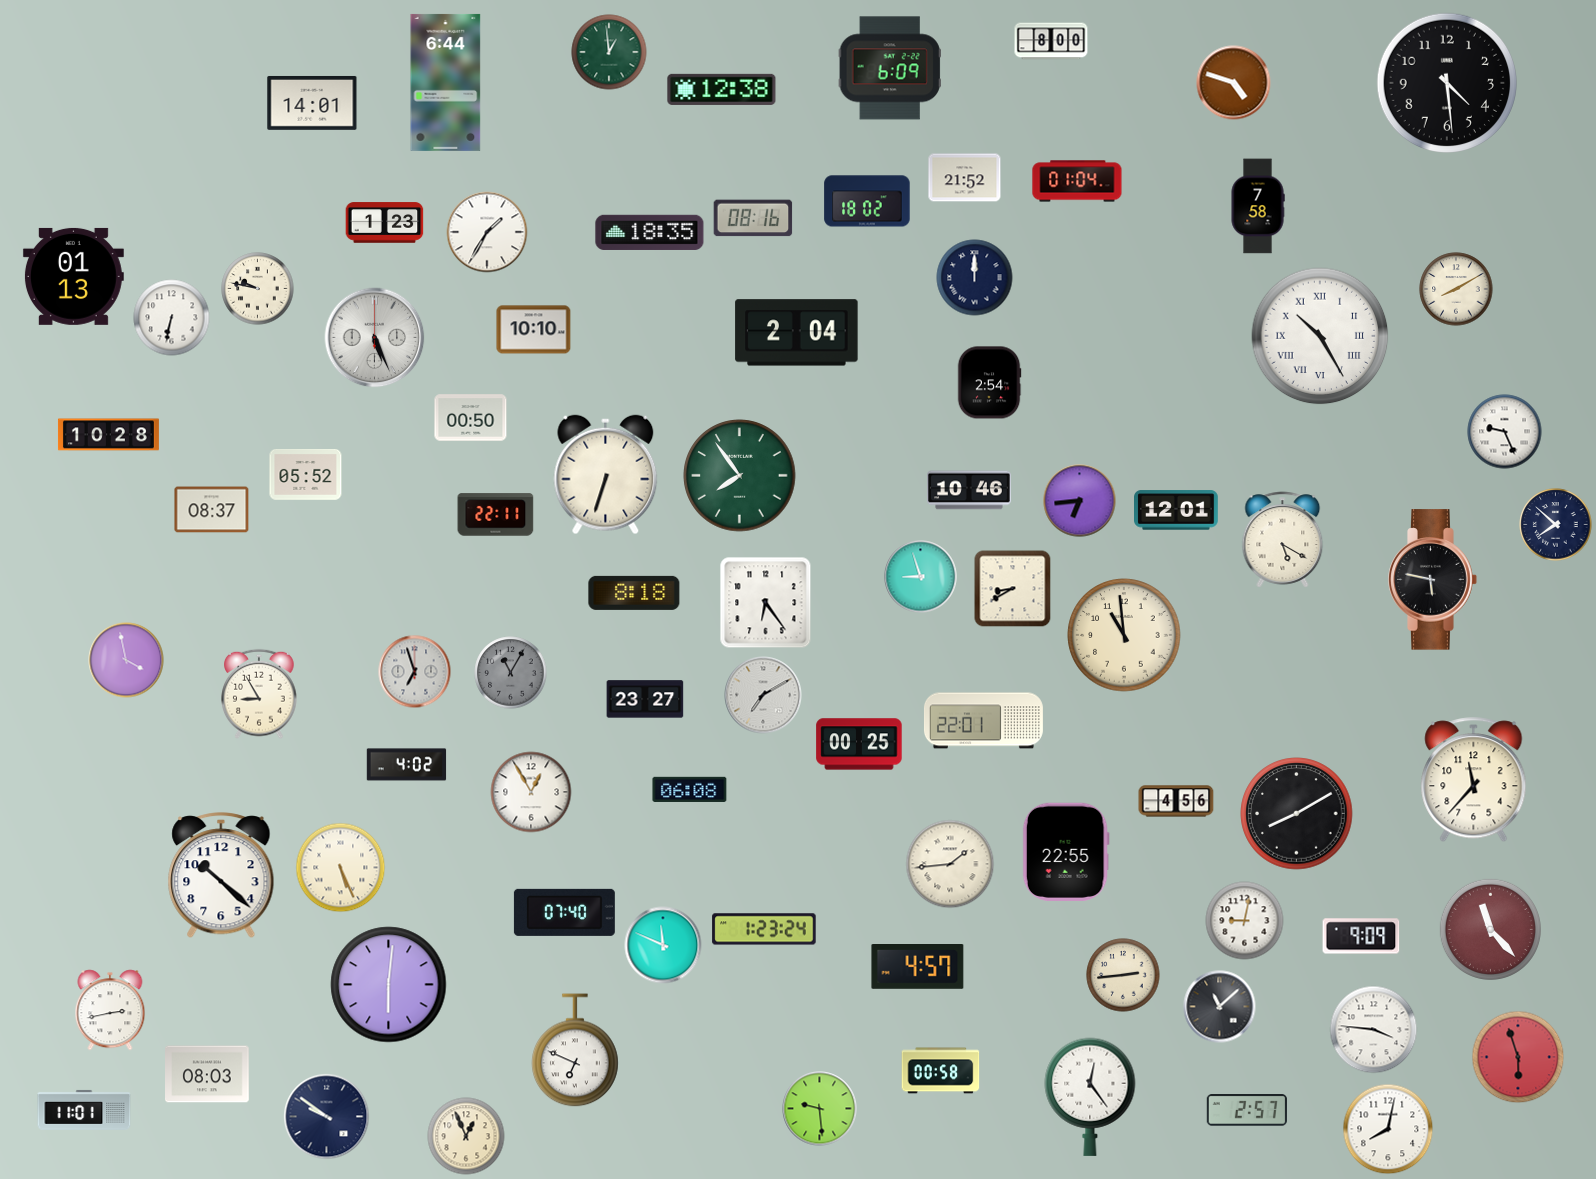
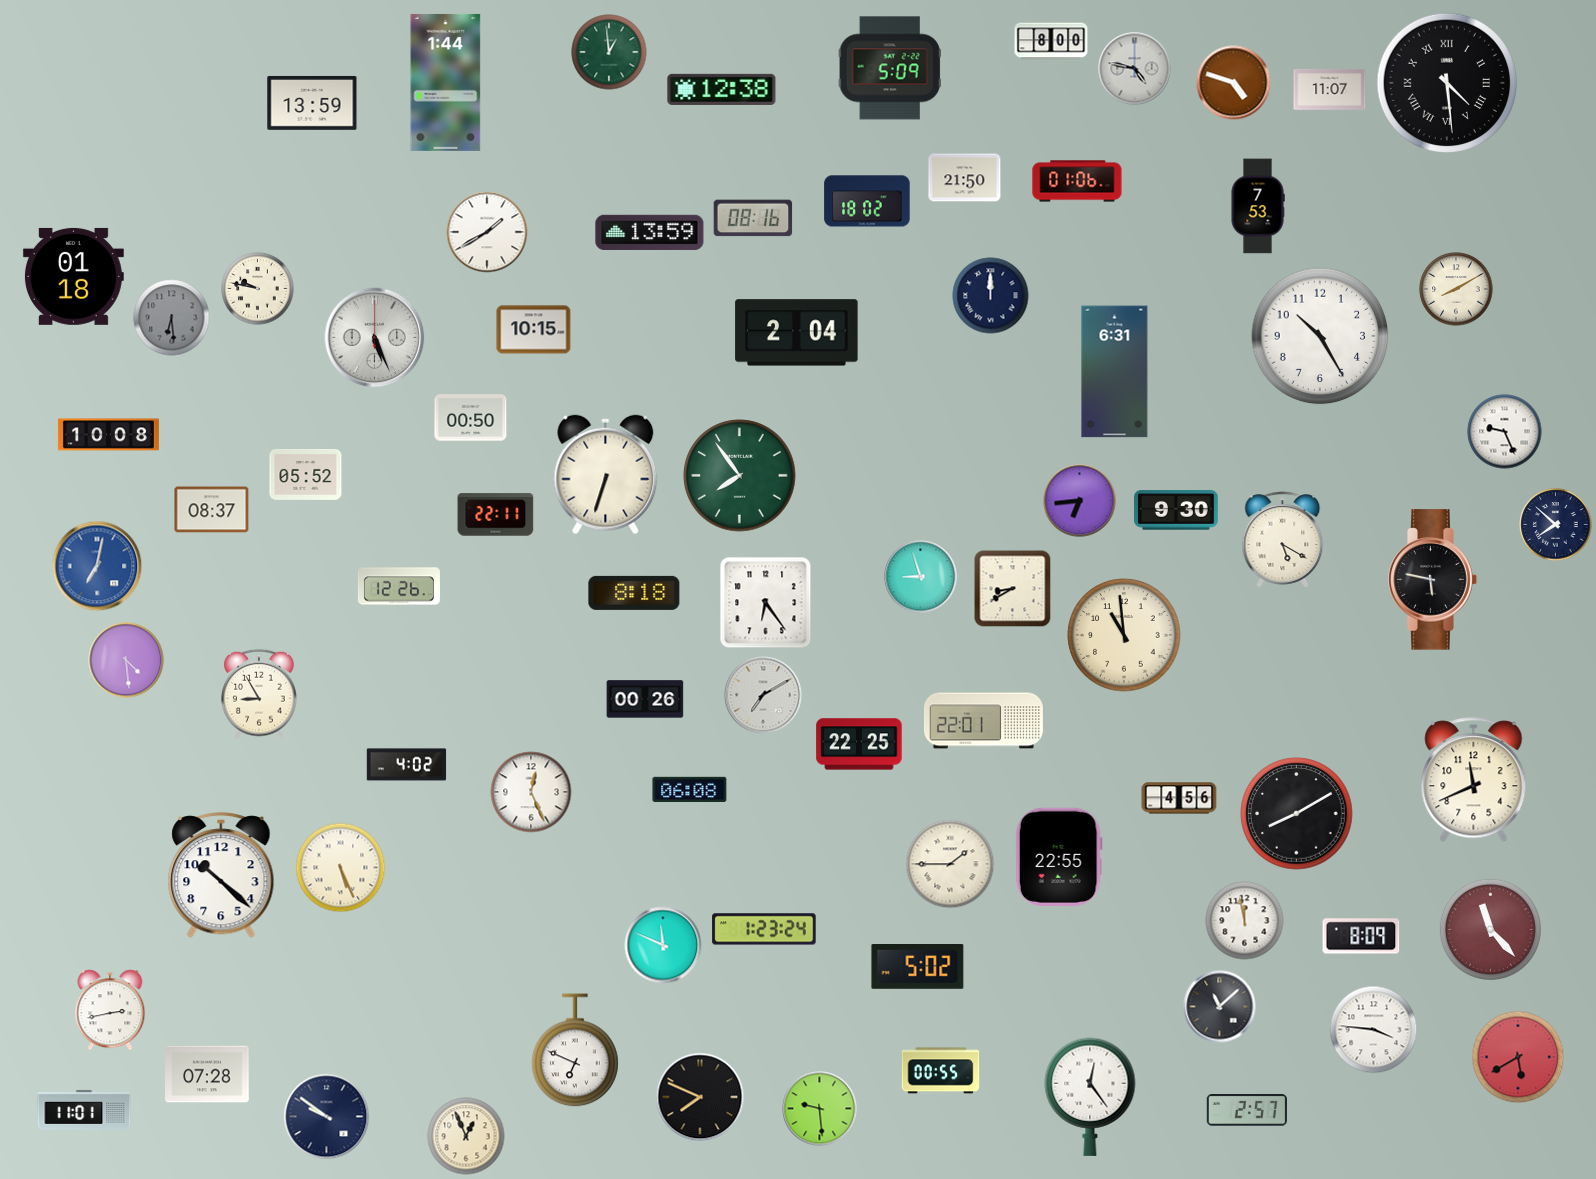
clock at (890, 68): 6:09 -> 5:09
clock at (1135, 69): none -> 4:47
clock at (446, 82): 6:44 -> 1:44
clock at (1446, 82) numerals: Arabic -> Roman
clock at (1330, 89): none -> 11:07
clock at (312, 103): 14:01 -> 13:59
clock at (965, 178): 21:52 -> 21:50
clock at (1077, 181): 01:04 -> 01:06
clock at (1258, 206): 7:58 -> 7:53
clock at (385, 223): 1:23 -> none
clock at (487, 232): 1:35 -> 1:40
clock at (650, 232): 18:35 -> 13:59
clock at (73, 276): 01:13 -> 01:18
clock at (975, 278) position: (975, 278) -> (991, 296)
clock at (172, 318): 6:32 -> 6:29
clock at (172, 318) dial: white -> grey
clock at (534, 330): 10:10 -> 10:15
clock at (1320, 336) numerals: Roman -> Arabic
clock at (1115, 372): none -> 6:31
clock at (989, 383): 2:54 -> none
clock at (108, 435): 10:28 -> 10:08
clock at (969, 490): 10:46 -> none
clock at (1177, 510): 12:01 -> 9:30
clock at (97, 566): none -> 7:02
clock at (399, 586): none -> 12:26
clock at (126, 660): 3:58 -> 4:29
clock at (415, 672): 6:57 -> none
clock at (511, 673): 11:05 -> none
clock at (645, 699): 23:27 -> 00:26
clock at (859, 744): 00:25 -> 22:25
clock at (1474, 780): 11:37 -> 11:41
clock at (531, 792): 12:55 -> 12:26
clock at (1176, 801) position: (1176, 801) -> (1179, 798)
clock at (1066, 852) position: (1066, 852) -> (1059, 857)
clock at (950, 864): 1:44 -> 1:45
clock at (564, 912): 07:40 -> none
clock at (1245, 921): 9:02 -> 11:58
clock at (1361, 936): 9:09 -> 8:09
clock at (918, 967): 4:57 -> 5:02
clock at (1123, 975): 2:44 -> none
clock at (389, 985): 6:01 -> none
clock at (1518, 1057): 5:57 -> 5:40
clock at (941, 1071): 00:58 -> 00:55
clock at (207, 1074): 08:03 -> 07:28
clock at (700, 1097): none -> 7:49
clock at (1388, 1129): 8:02 -> none
